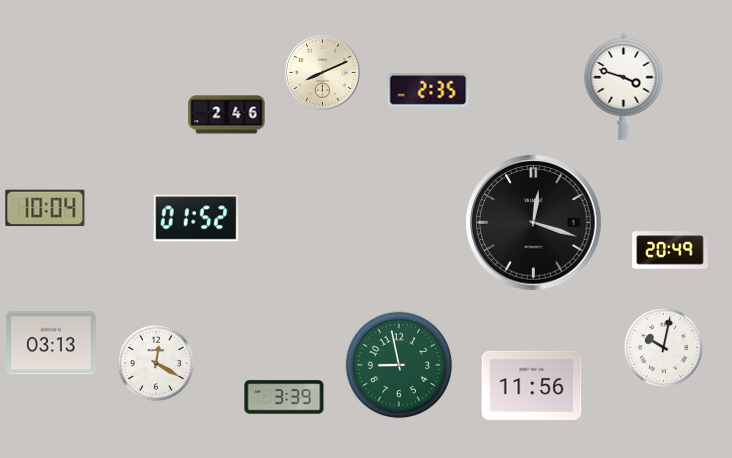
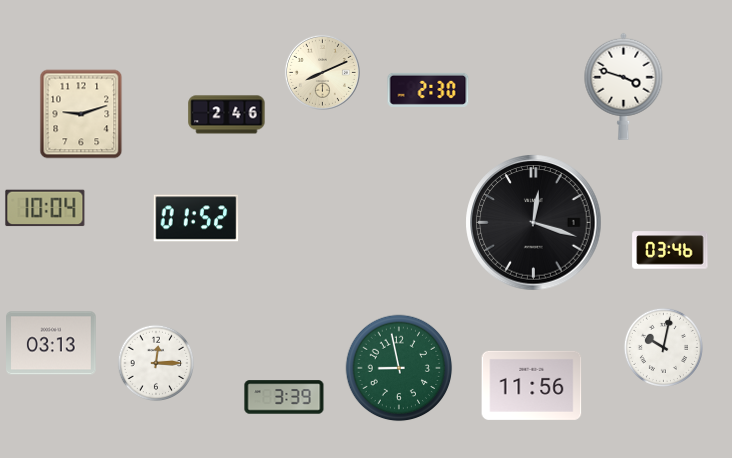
clock at (428, 90): 2:35 -> 2:30
clock at (81, 114): none -> 9:12
clock at (670, 250): 20:49 -> 03:46
clock at (156, 363): 12:20 -> 12:15
clock at (399, 365) position: (399, 365) -> (399, 368)
